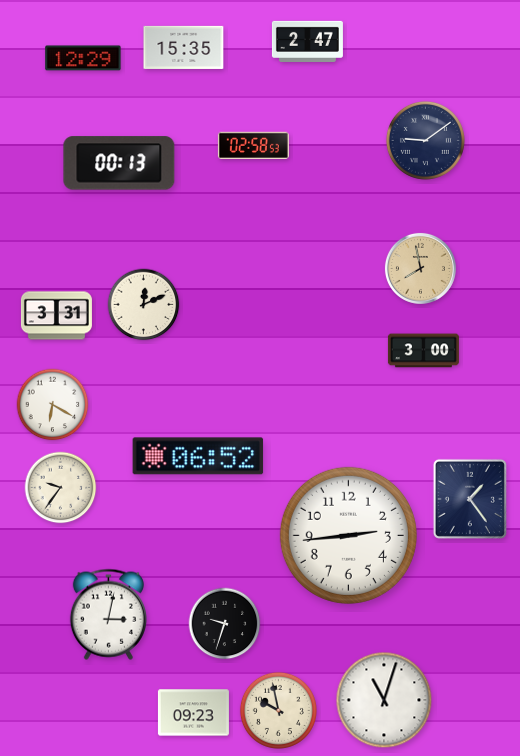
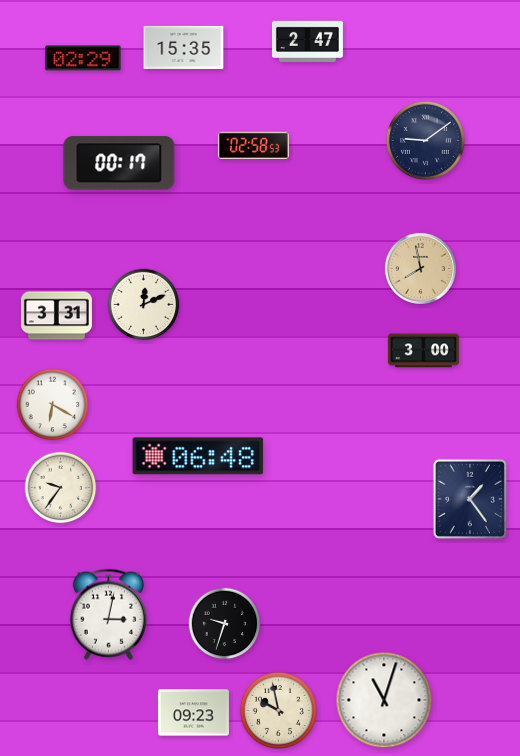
clock at (83, 58): 12:29 -> 02:29
clock at (119, 163): 00:13 -> 00:17
clock at (198, 456): 06:52 -> 06:48
clock at (348, 535): 2:44 -> none
